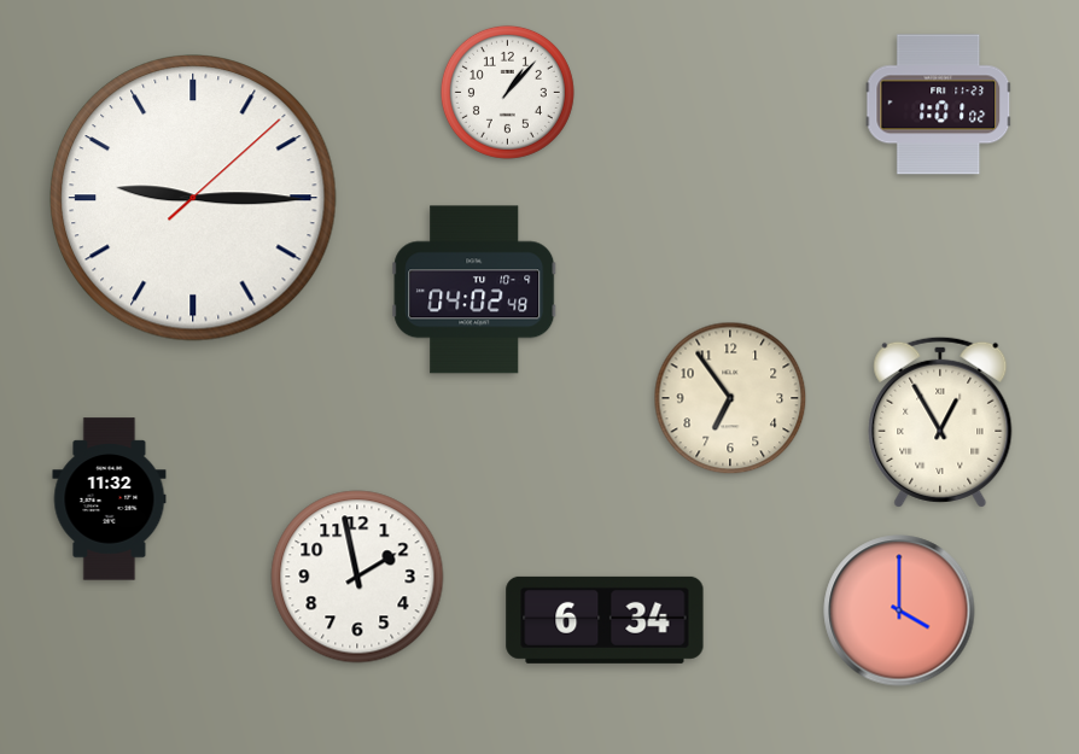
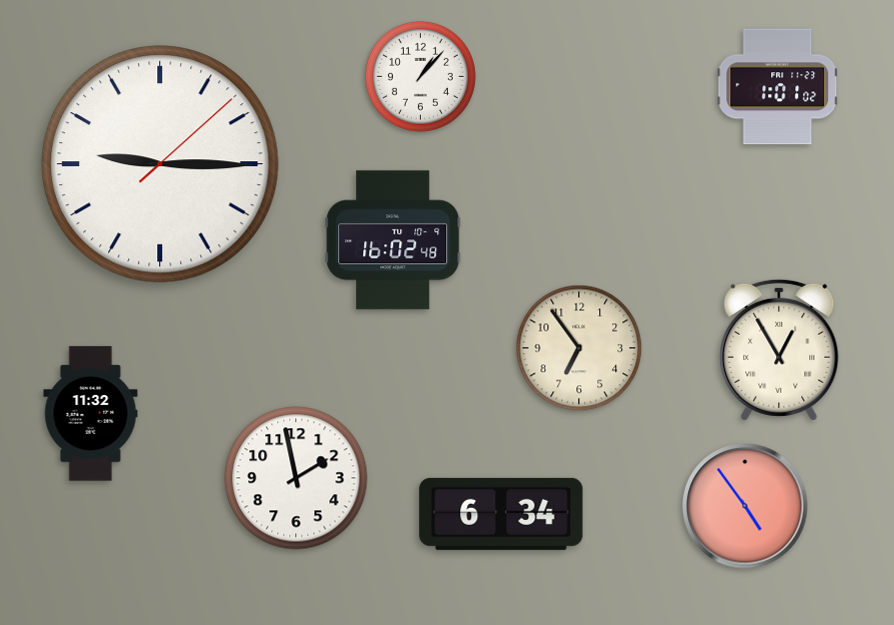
clock at (474, 290): 04:02 -> 16:02
clock at (730, 398) position: (730, 398) -> (579, 348)
clock at (899, 610): 4:00 -> 4:54
